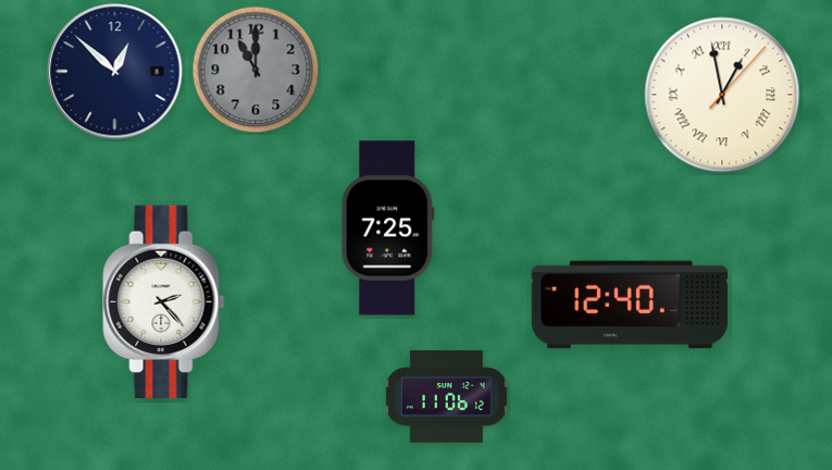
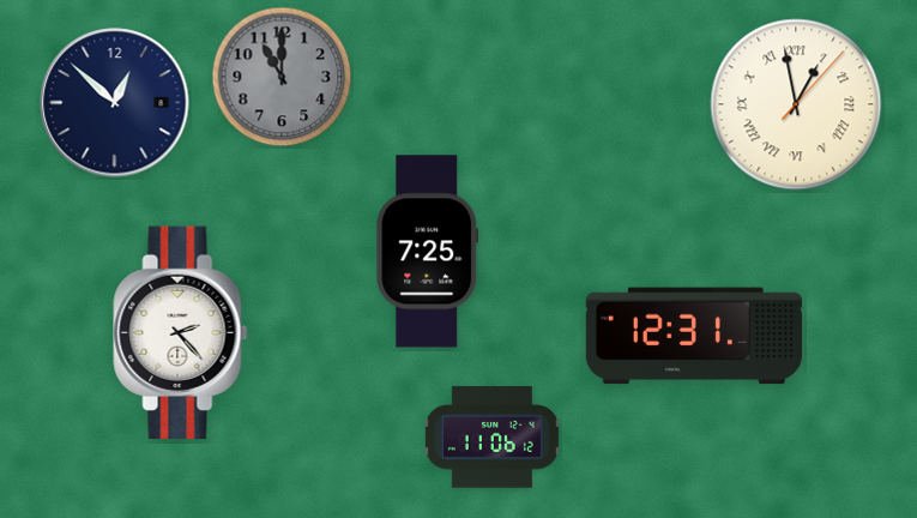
clock at (115, 72) position: (115, 72) -> (115, 103)
clock at (630, 305): 12:40 -> 12:31
